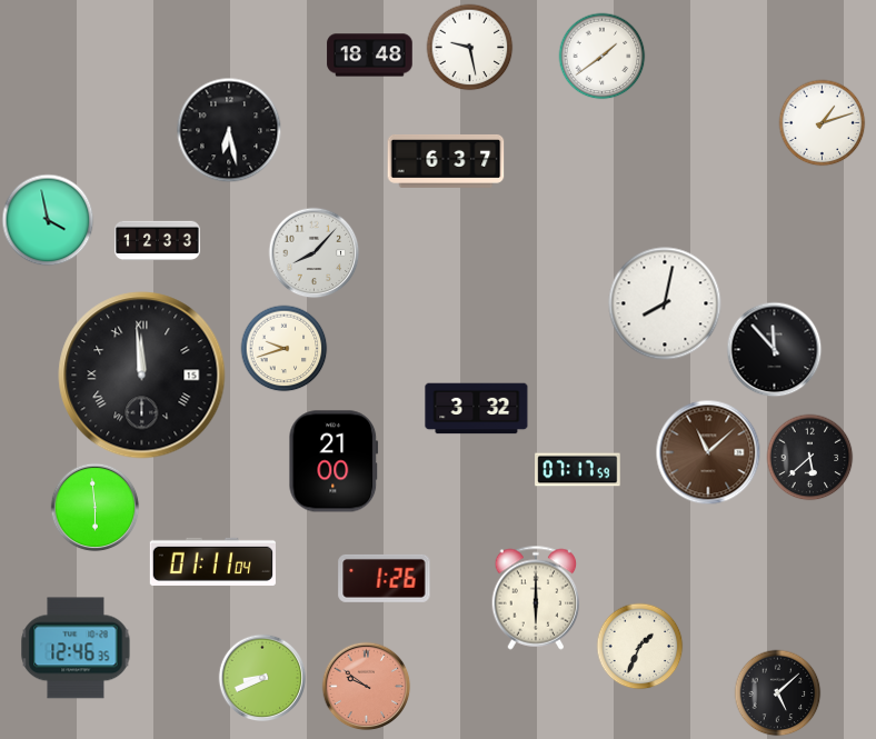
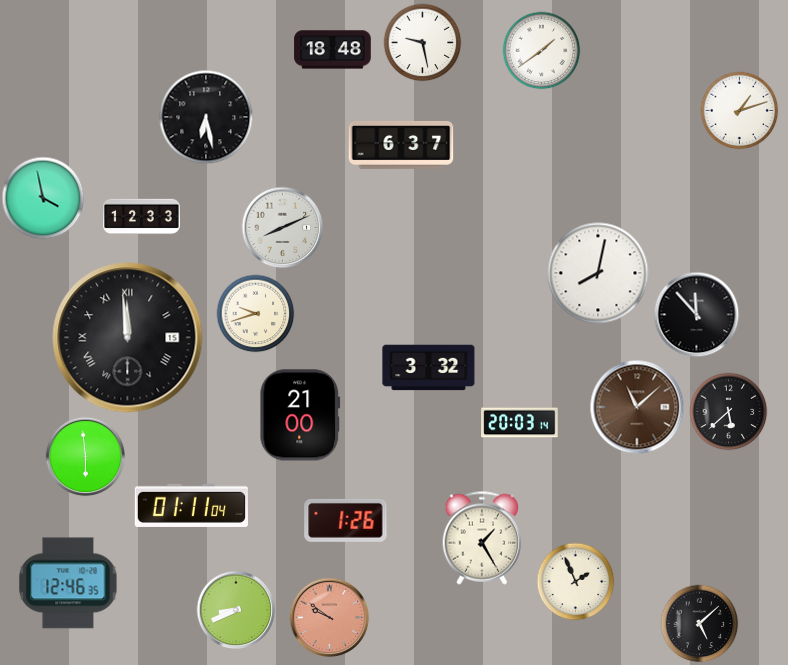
clock at (313, 252): 8:07 -> 8:11
clock at (578, 470): 07:17 -> 20:03
clock at (536, 598): 6:00 -> 1:25
clock at (639, 646): 1:34 -> 1:56
